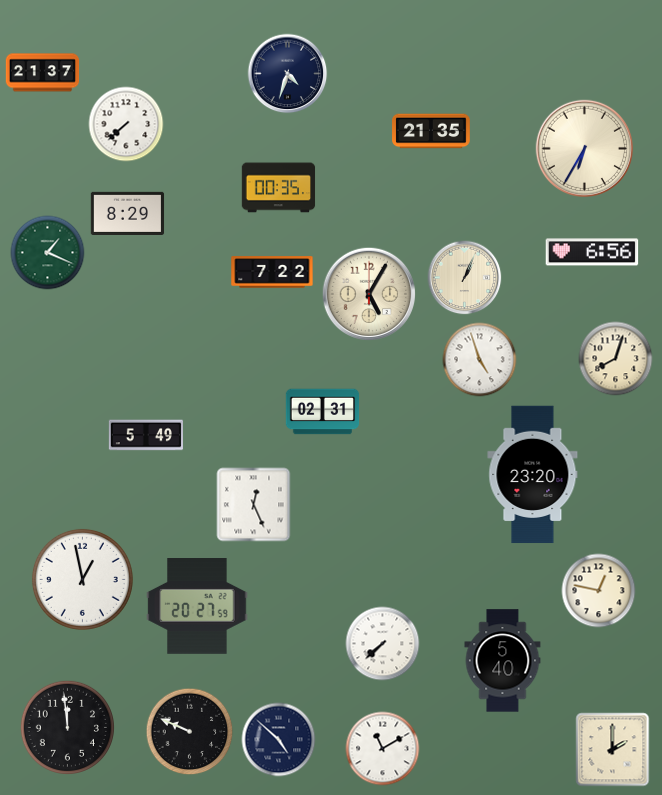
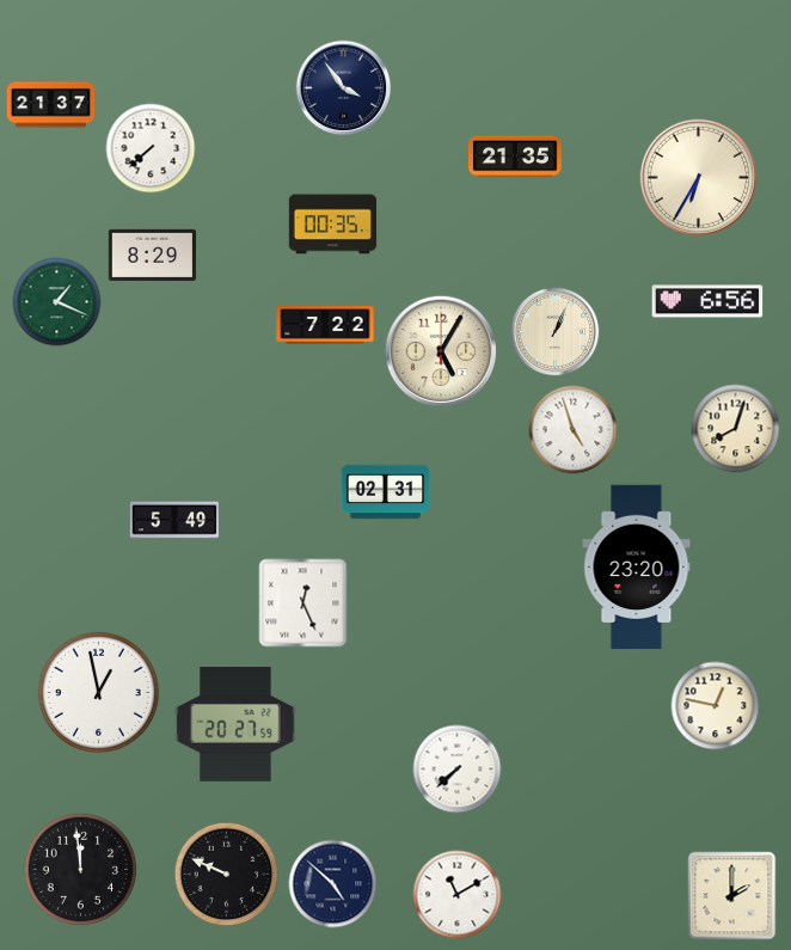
clock at (43, 73) position: (43, 73) -> (51, 105)
clock at (288, 74): 4:33 -> 3:54
clock at (503, 661): 5:40 -> none
